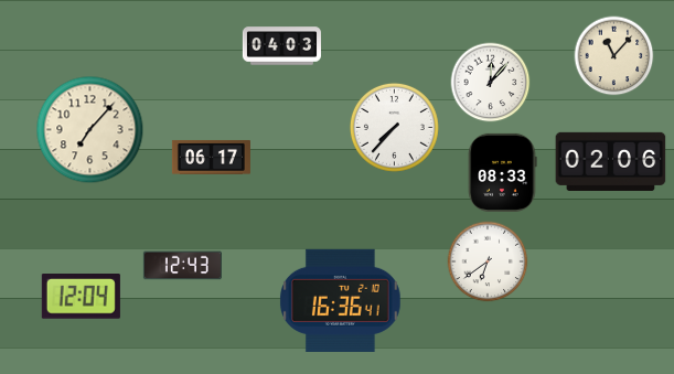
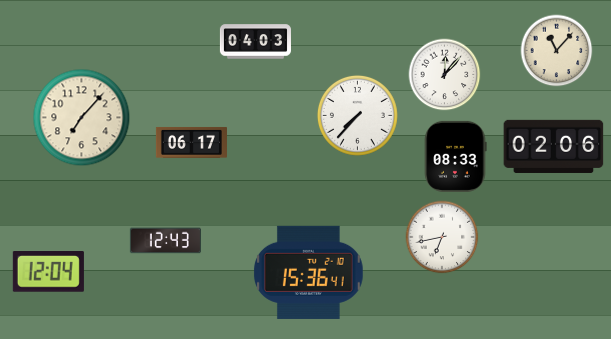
clock at (488, 261): 6:39 -> 6:43
clock at (81, 297) position: (81, 297) -> (48, 272)
clock at (340, 300): 16:36 -> 15:36
